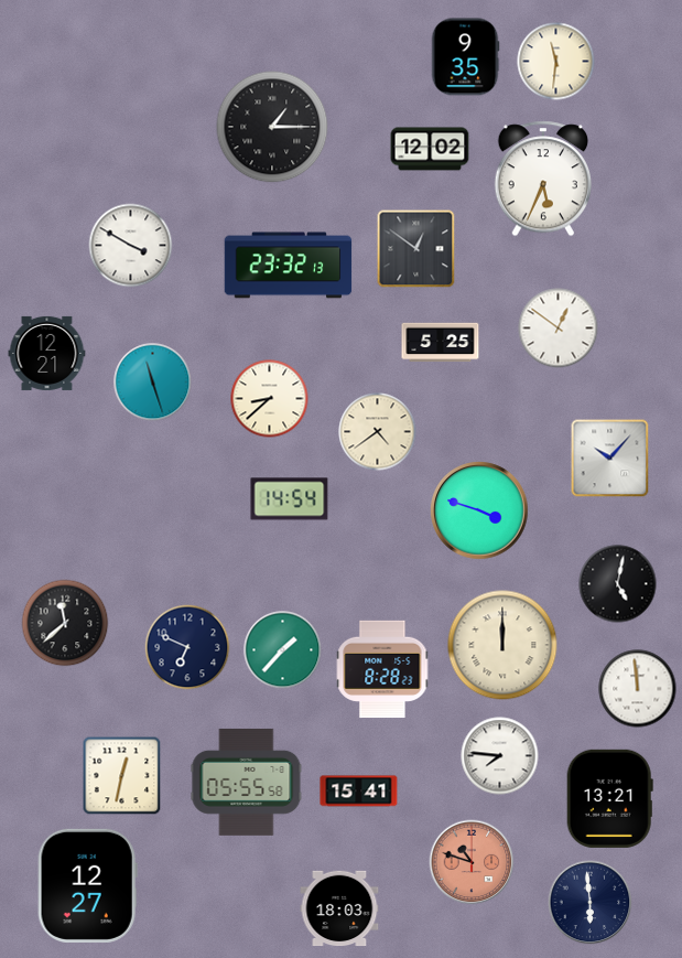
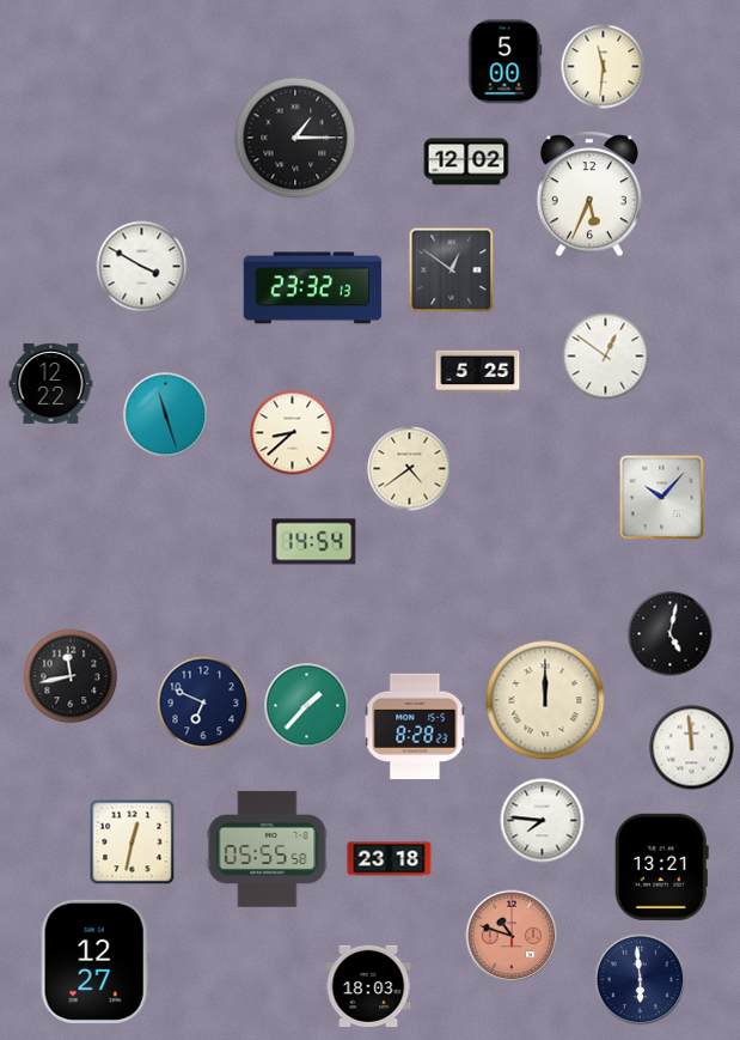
clock at (465, 57): 9:35 -> 5:00
clock at (47, 353): 12:21 -> 12:22
clock at (479, 510): 3:48 -> none
clock at (65, 623): 11:38 -> 11:43
clock at (359, 792): 15:41 -> 23:18
